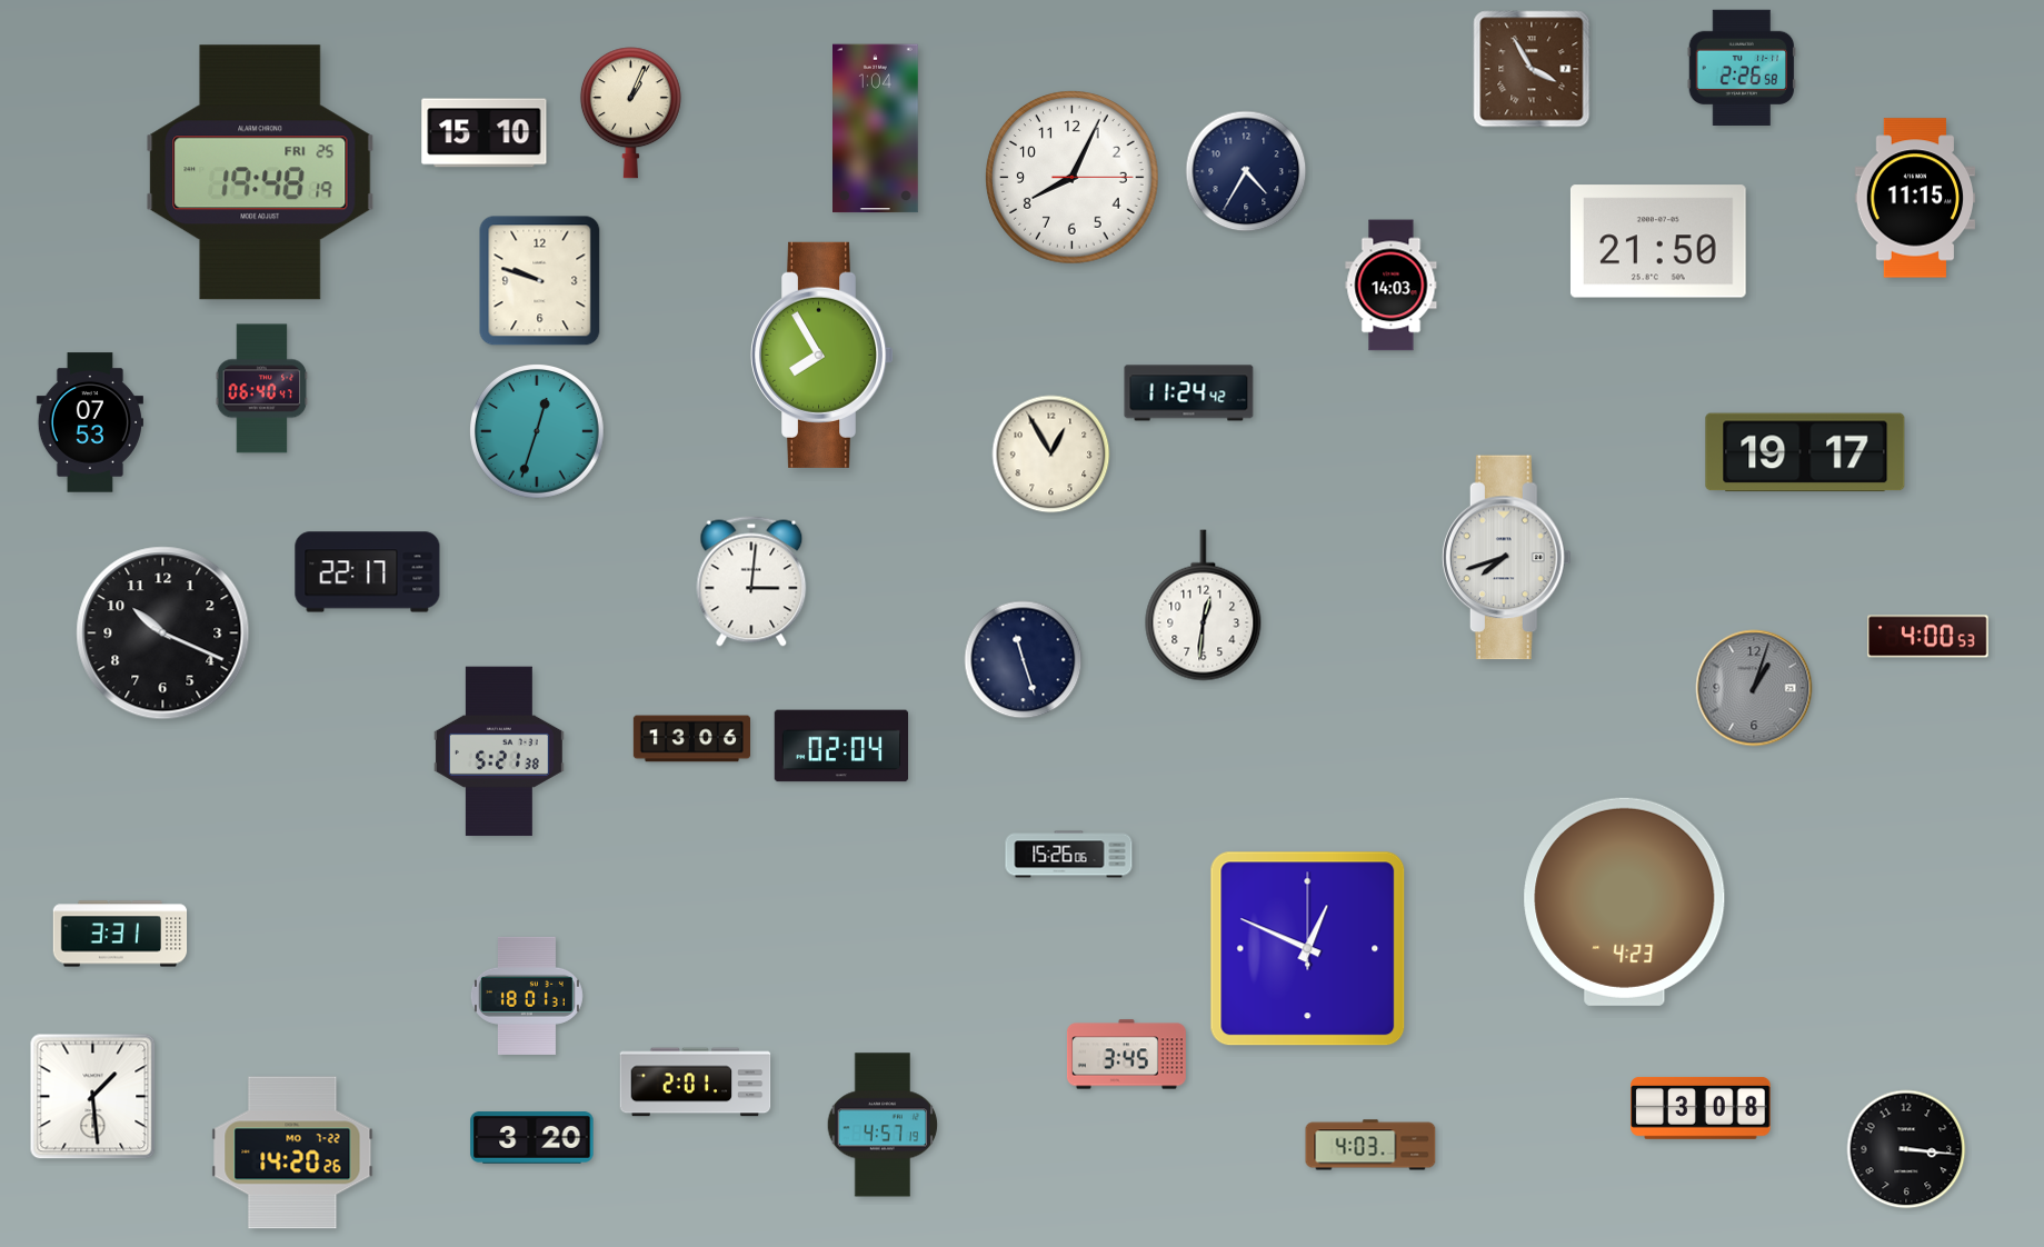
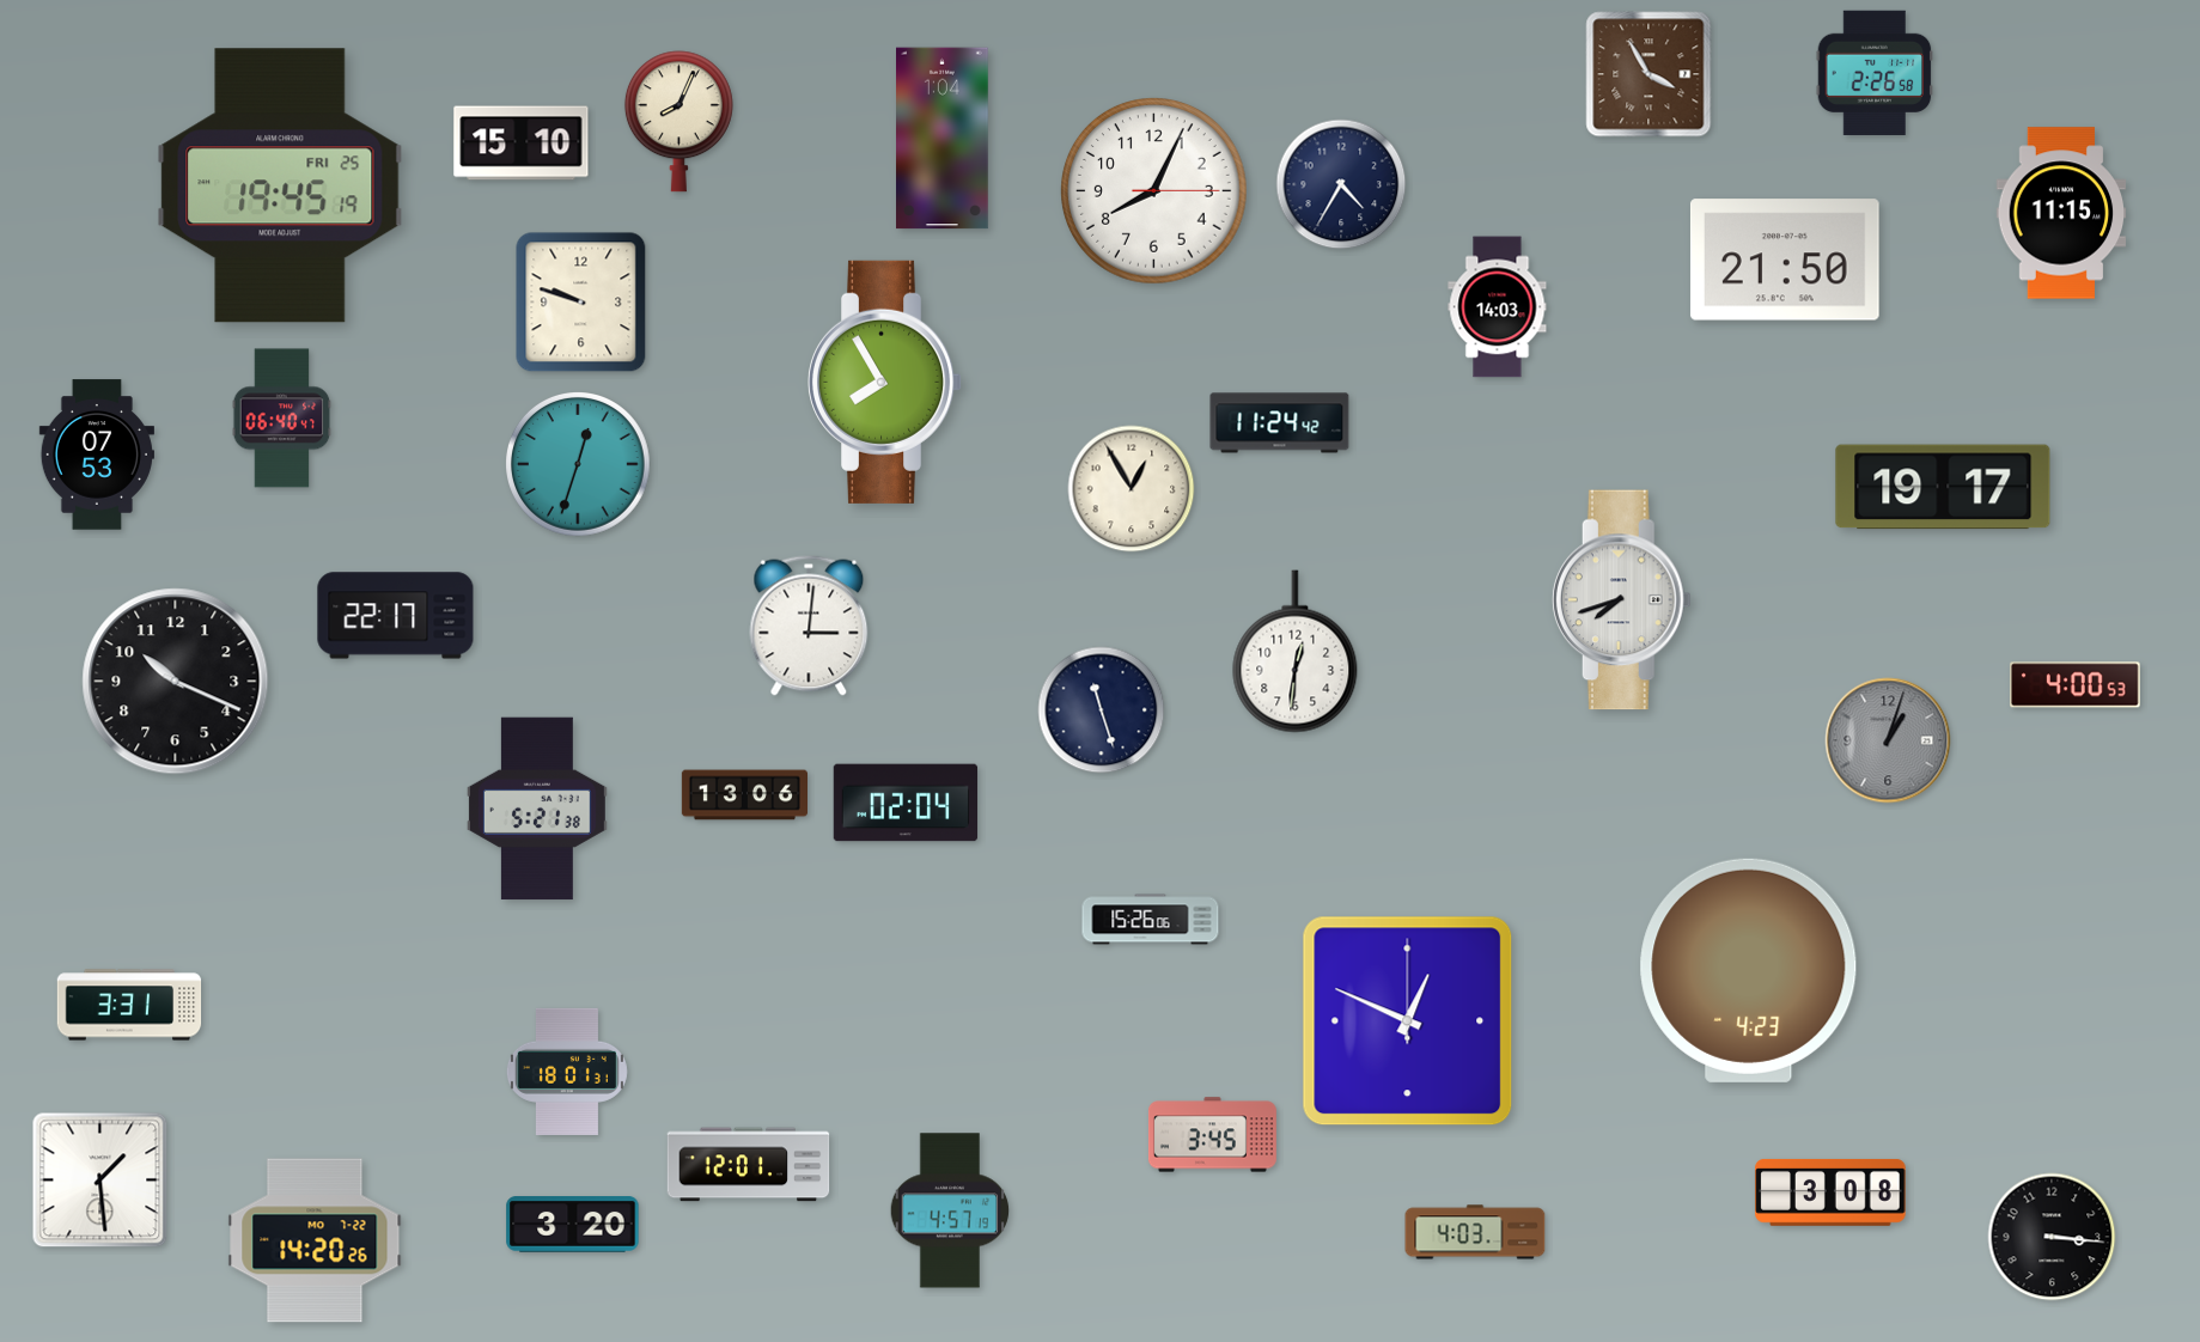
clock at (630, 113): 1:04 -> 8:04
clock at (260, 172): 19:48 -> 19:45
clock at (696, 1083): 2:01 -> 12:01
